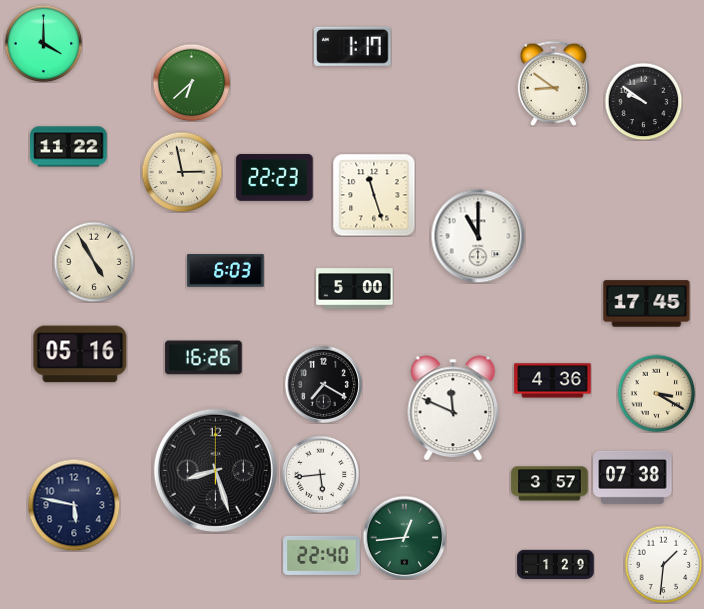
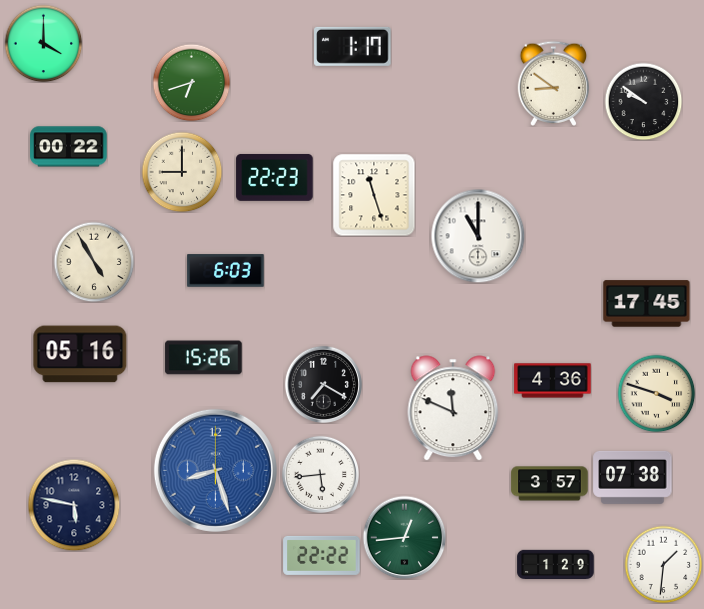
clock at (191, 82): 6:38 -> 6:42
clock at (69, 147): 11:22 -> 00:22
clock at (182, 172): 2:58 -> 9:00
clock at (355, 289): 5:00 -> none
clock at (204, 358): 16:26 -> 15:26
clock at (656, 393): 3:20 -> 3:48
clock at (215, 470) dial: black -> blue
clock at (322, 555): 22:40 -> 22:22
